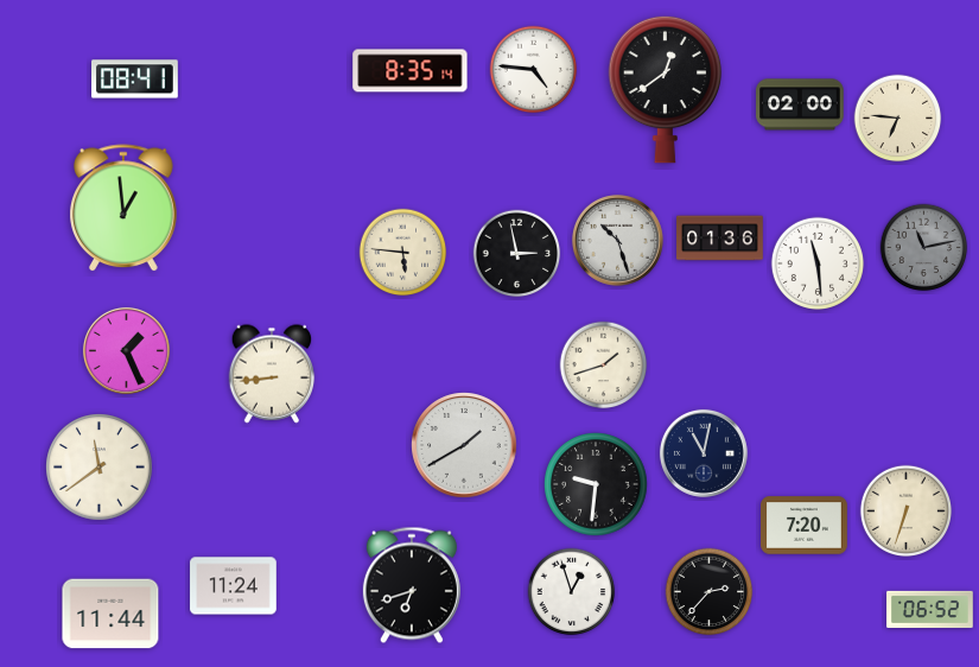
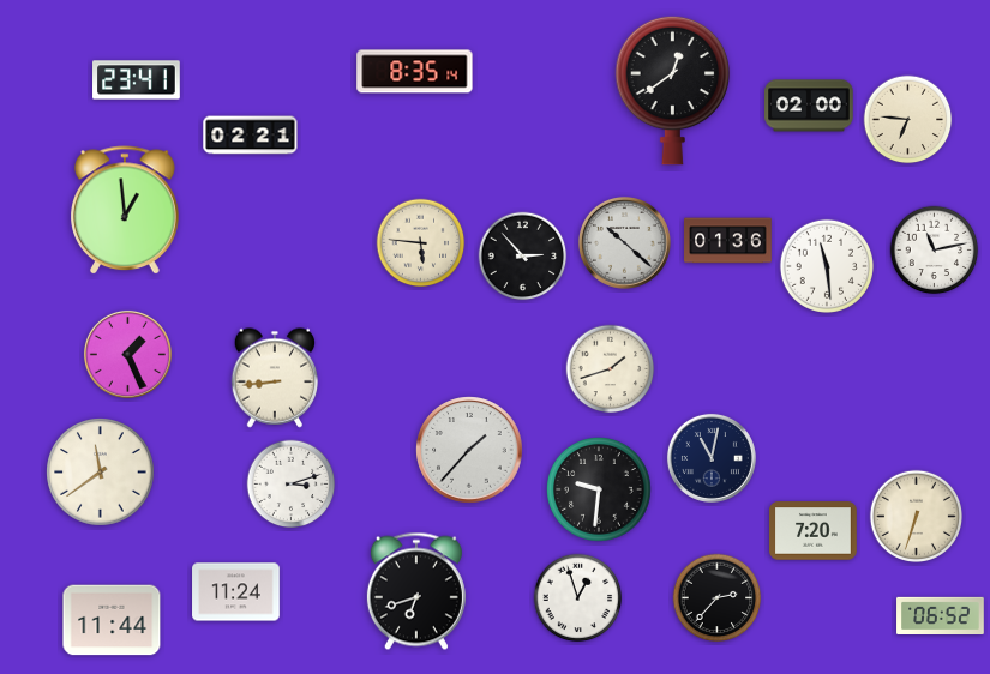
clock at (534, 70): 4:46 -> none
clock at (135, 80): 08:41 -> 23:41
clock at (251, 136): none -> 02:21
clock at (617, 240): 10:27 -> 10:22
clock at (924, 248) dial: grey -> white
clock at (403, 253) position: (403, 253) -> (421, 243)
clock at (517, 254): 2:58 -> 2:53
clock at (464, 445): 1:40 -> 1:37
clock at (292, 485): none -> 3:12
clock at (597, 485) position: (597, 485) -> (600, 491)
